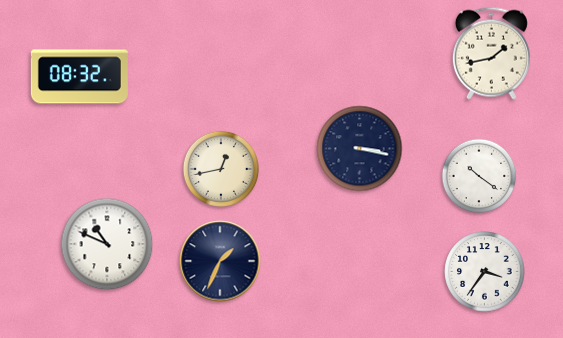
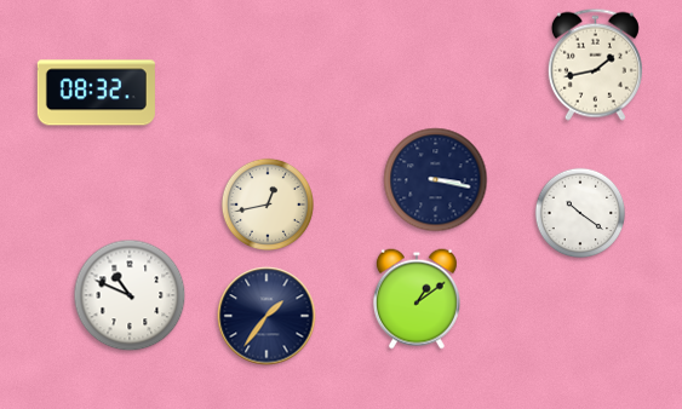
clock at (417, 299): none -> 1:09
clock at (220, 261): 1:34 -> 1:36
clock at (485, 272): 3:36 -> none
